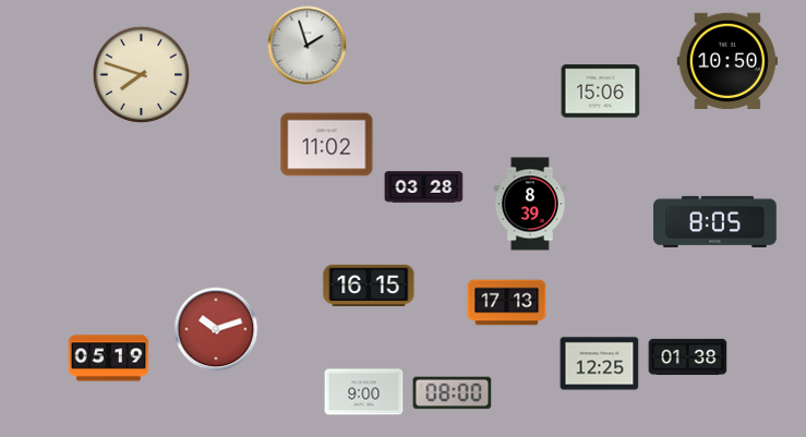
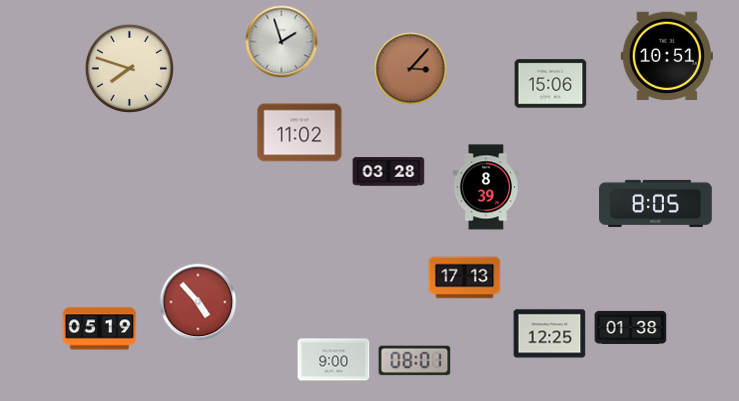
clock at (727, 60): 10:50 -> 10:51
clock at (411, 69): none -> 3:07
clock at (369, 286): 16:15 -> none
clock at (216, 329): 10:12 -> 4:53
clock at (453, 393): 08:00 -> 08:01
